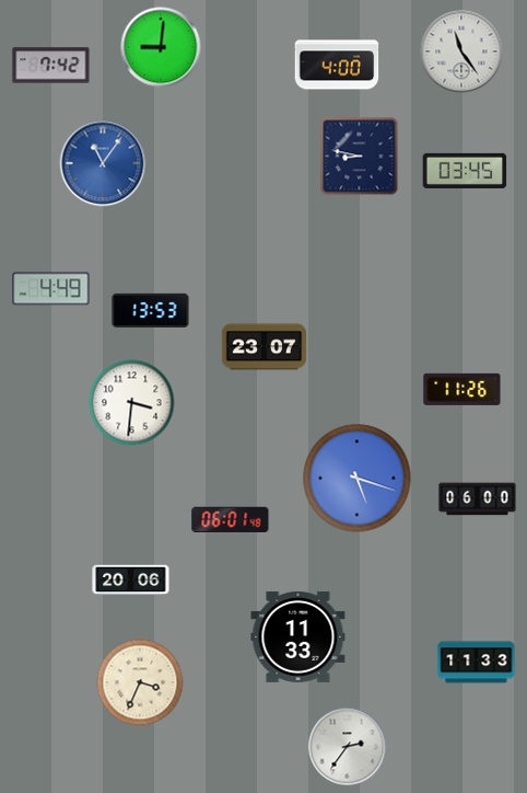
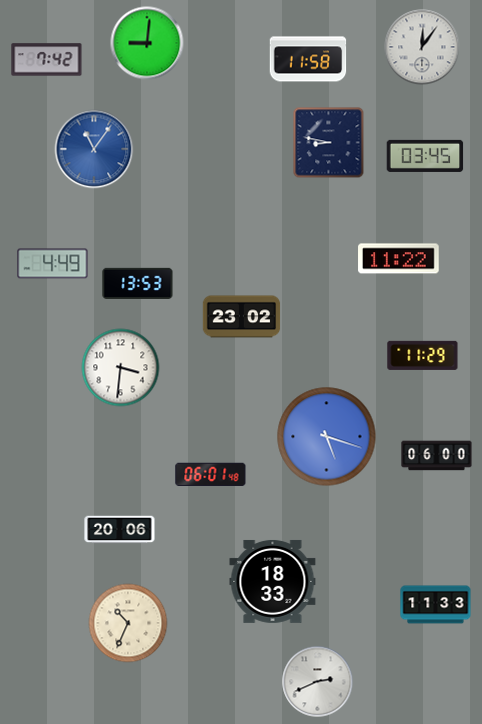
clock at (461, 51): 11:24 -> 12:06
clock at (337, 65): 4:00 -> 11:58
clock at (399, 259): none -> 11:22
clock at (51, 289) position: (51, 289) -> (53, 264)
clock at (265, 347): 23:07 -> 23:02
clock at (462, 389): 11:26 -> 11:29
clock at (298, 636): 11:33 -> 18:33
clock at (140, 682): 3:34 -> 10:34
clock at (348, 747): 2:36 -> 2:41
